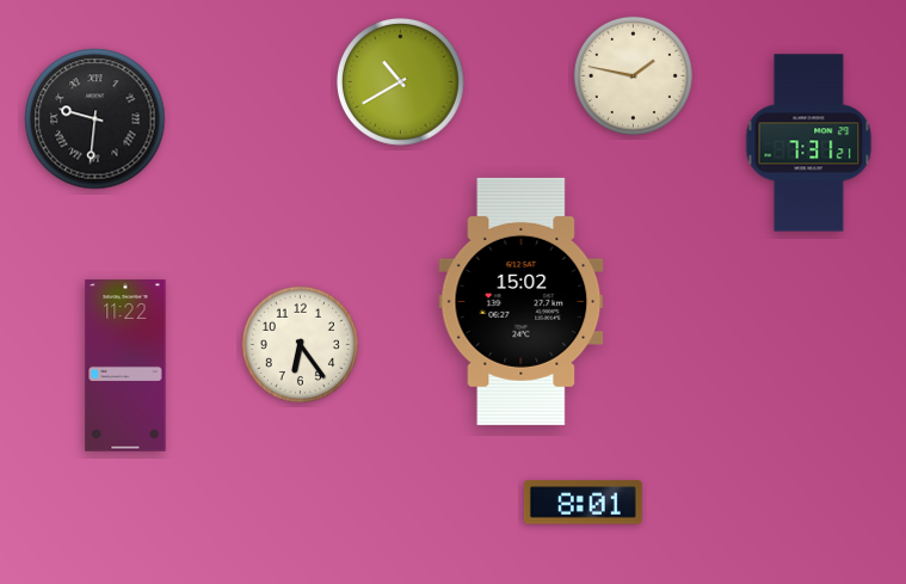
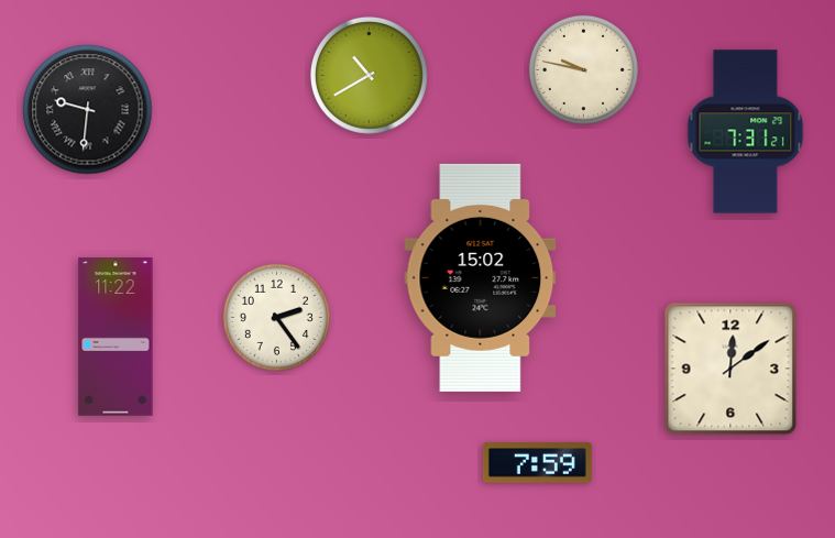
clock at (633, 75): 1:47 -> 9:47
clock at (300, 344): 6:24 -> 2:24
clock at (730, 369): none -> 12:09
clock at (583, 503): 8:01 -> 7:59
